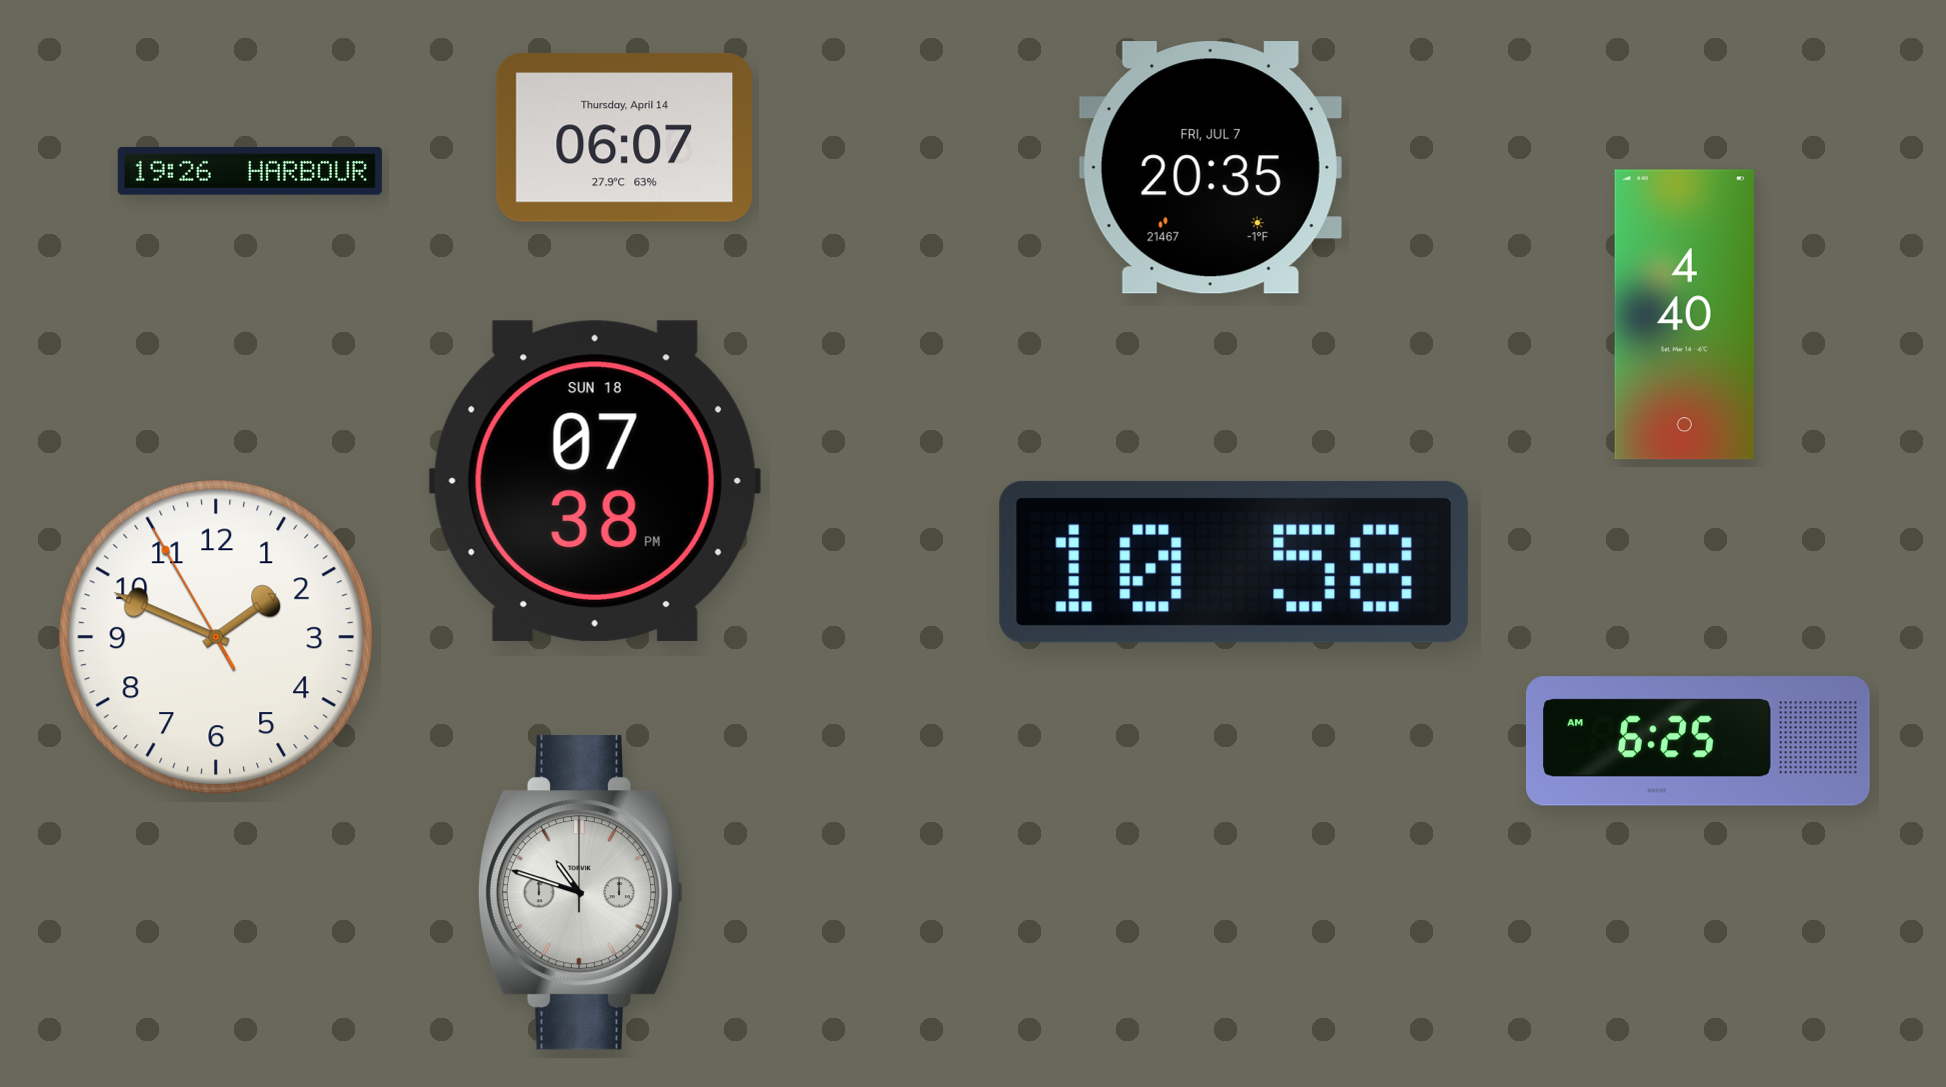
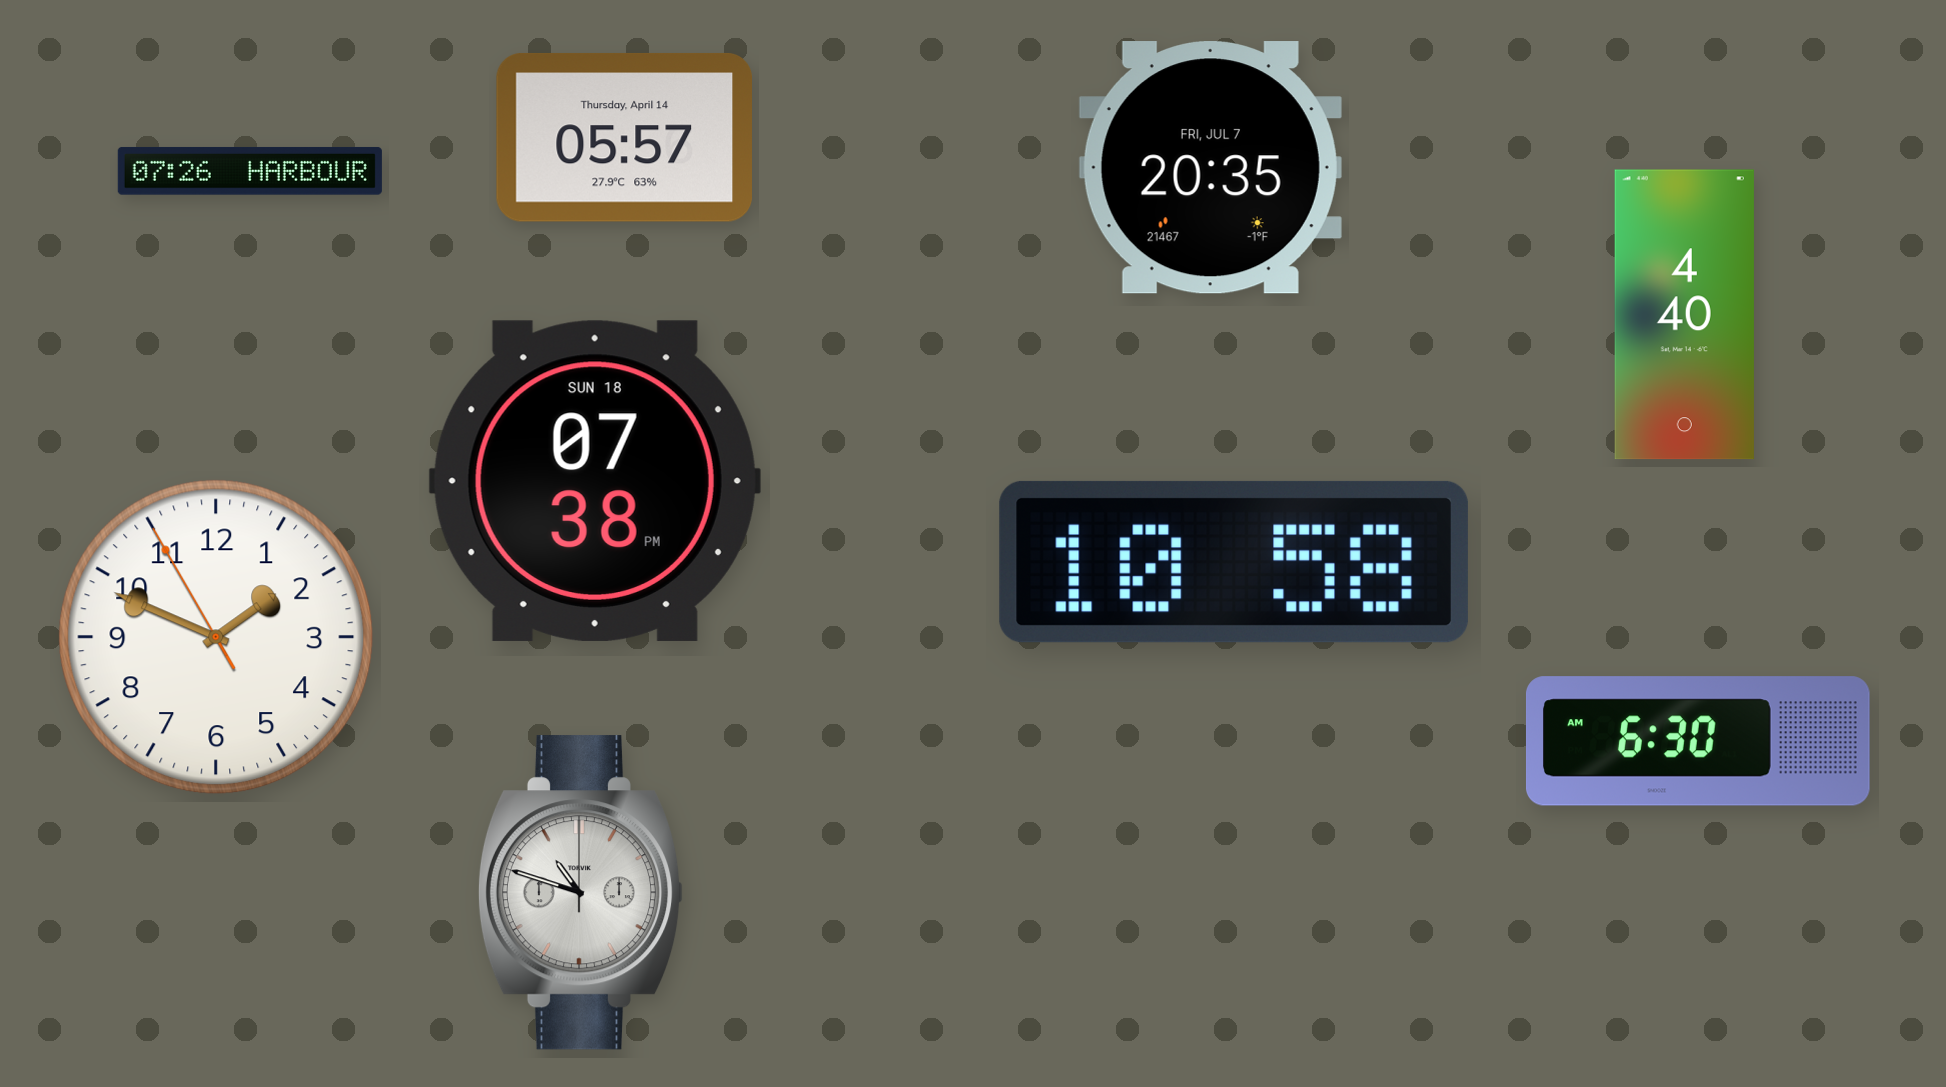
clock at (624, 137): 06:07 -> 05:57
clock at (250, 171): 19:26 -> 07:26
clock at (1698, 741): 6:25 -> 6:30
